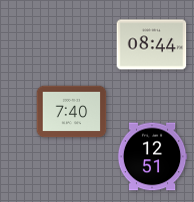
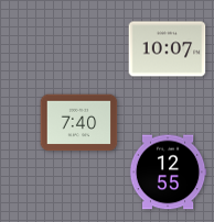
clock at (152, 45): 08:44 -> 10:07
clock at (152, 157): 12:51 -> 12:55
